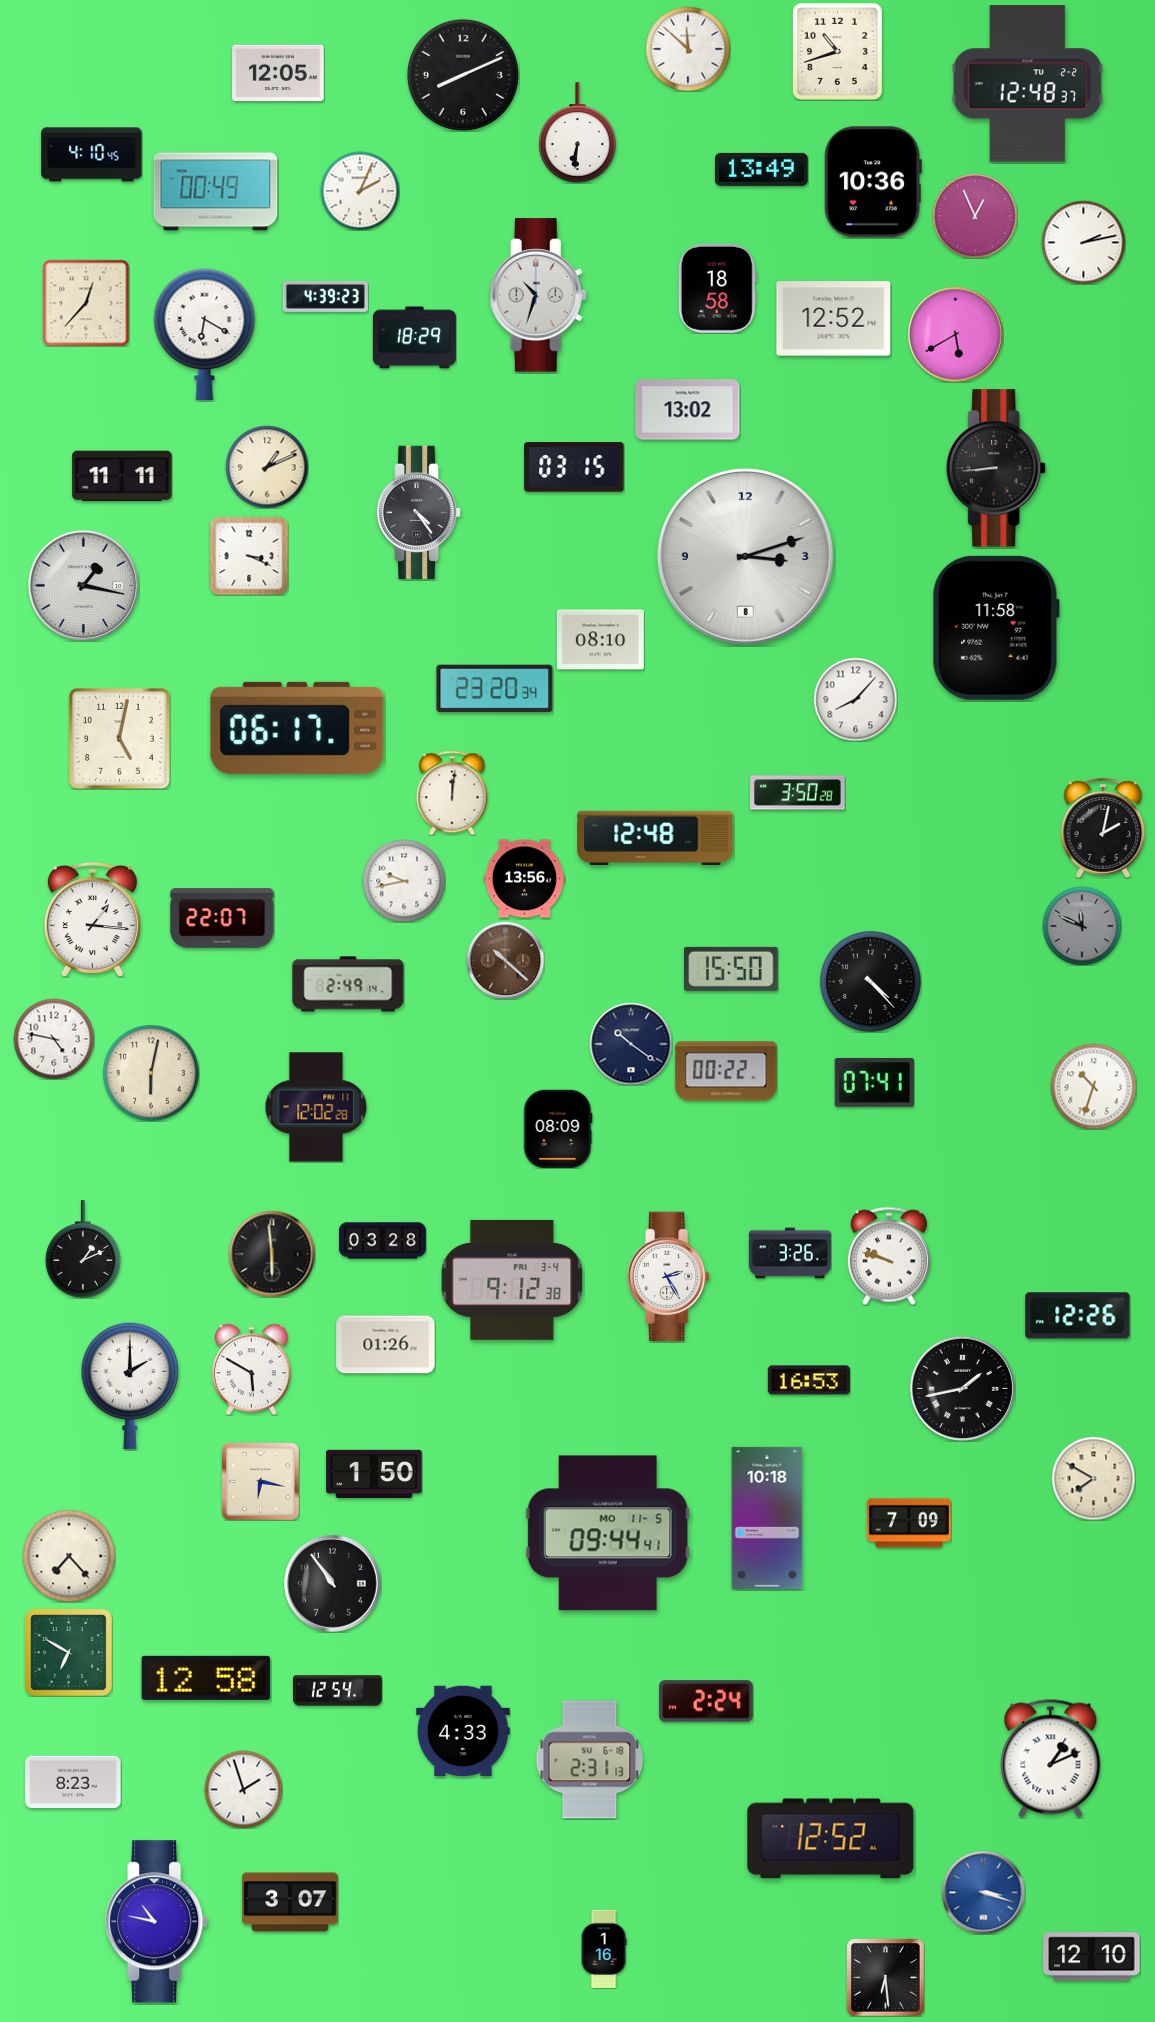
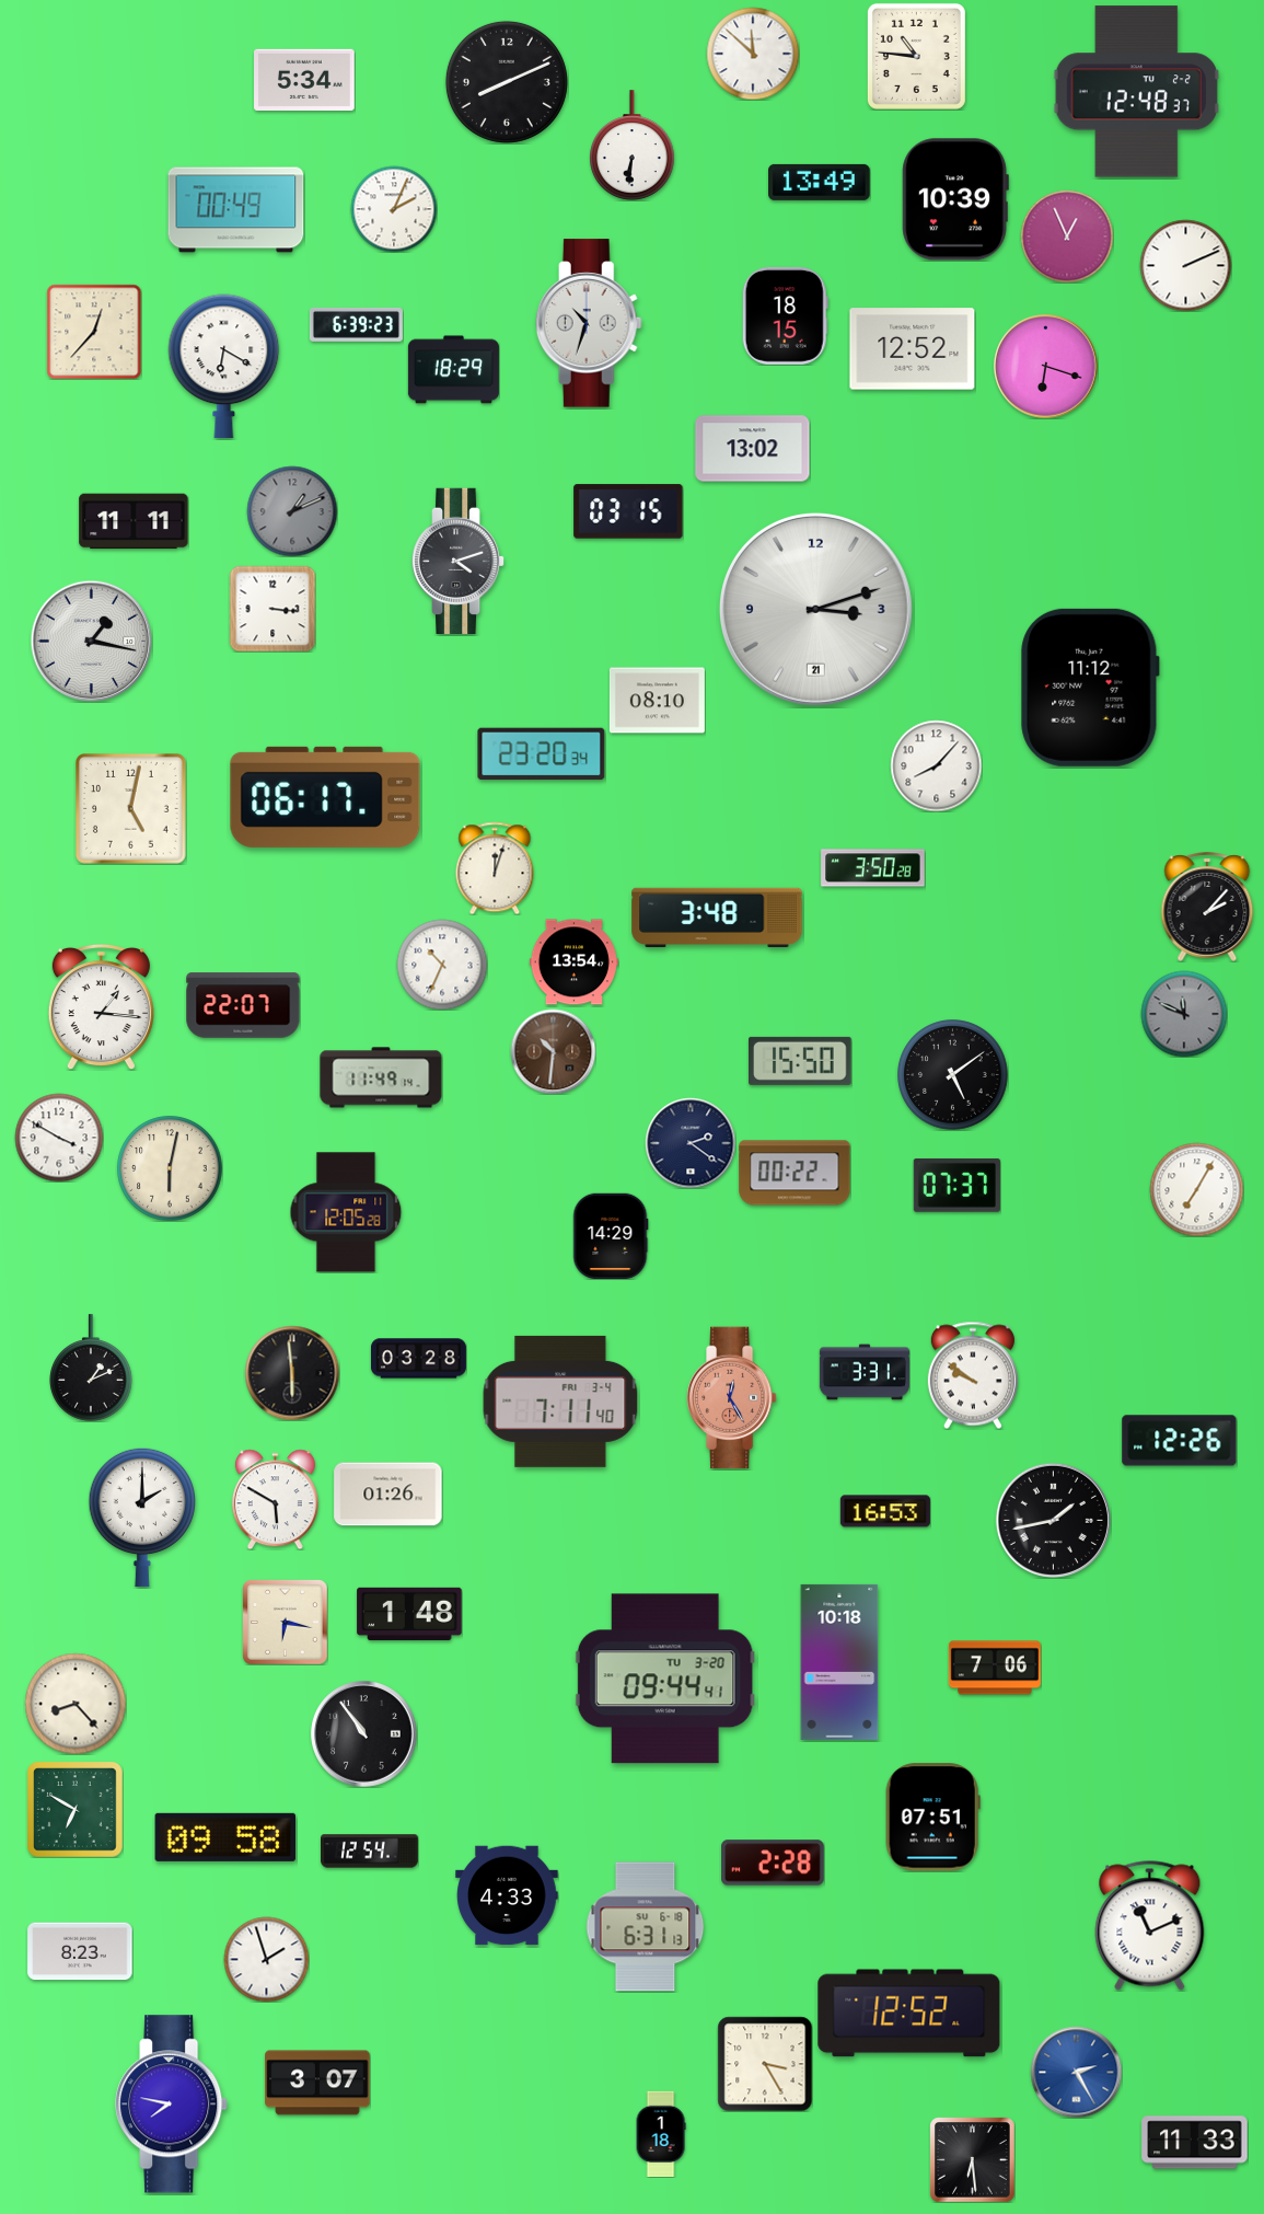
clock at (837, 51): 10:42 -> 10:46
clock at (278, 72): 12:05 -> 5:34
clock at (1027, 84) position: (1027, 84) -> (1136, 92)
clock at (92, 155): 4:10 -> none
clock at (762, 169) position: (762, 169) -> (820, 182)
clock at (873, 182): 10:36 -> 10:39
clock at (1083, 242): 2:13 -> 2:11
clock at (717, 288): 18:58 -> 18:15
clock at (325, 297): 4:39 -> 6:39
clock at (956, 335): 5:40 -> 6:18
clock at (267, 467) dial: cream -> grey
clock at (997, 468): 8:44 -> none
clock at (419, 512): 4:24 -> 4:12
clock at (249, 556): 3:19 -> 3:16
clock at (745, 556) date: 8 -> 21
clock at (996, 628): 11:58 -> 11:12
clock at (452, 793): 12:01 -> 12:03
clock at (1103, 828): 2:02 -> 2:07
clock at (655, 837): 12:48 -> 3:48
clock at (524, 879): 13:56 -> 13:54
clock at (404, 881): 9:43 -> 10:34
clock at (505, 960): 10:22 -> 10:31
clock at (871, 982): 4:23 -> 5:09
clock at (348, 984): 2:49 -> 11:49
clock at (54, 1039): 4:47 -> 3:50
clock at (631, 1044): 10:21 -> 2:21
clock at (151, 1073) position: (151, 1073) -> (170, 1168)
clock at (874, 1082): 07:41 -> 07:37
clock at (1093, 1086): 10:33 -> 7:05
clock at (316, 1107): 12:02 -> 12:05
clock at (558, 1128): 08:09 -> 14:29
clock at (790, 1253): 3:26 -> 3:31
clock at (272, 1254) position: (272, 1254) -> (292, 1373)
clock at (889, 1256): 9:48 -> 9:51
clock at (668, 1277): 2:25 -> 12:25
clock at (668, 1277) dial: white -> salmon
clock at (512, 1280): 9:12 -> 7:11
clock at (386, 1345) position: (386, 1345) -> (389, 1495)
clock at (374, 1474): 1:50 -> 1:48
clock at (1093, 1478): 7:50 -> none
clock at (909, 1523): 7:09 -> 7:06
clock at (608, 1533) date: MO 11-5 -> TU 3-20
clock at (69, 1556): 7:23 -> 8:23
clock at (932, 1818): none -> 07:51
clock at (206, 1678): 12:58 -> 09:58
clock at (706, 1701): 2:24 -> 2:28
clock at (1051, 1759): 1:11 -> 11:11
clock at (590, 1760): 2:31 -> 6:31
clock at (765, 2064): none -> 3:25
clock at (983, 1892): 3:18 -> 2:25
clock at (157, 1922): 10:47 -> 7:47
clock at (604, 1949): 1:16 -> 1:18
clock at (1092, 1957): 12:10 -> 11:33
clock at (885, 1977) position: (885, 1977) -> (972, 2159)
